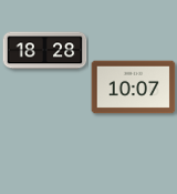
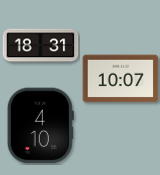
clock at (45, 51): 18:28 -> 18:31
clock at (40, 126): none -> 4:10
